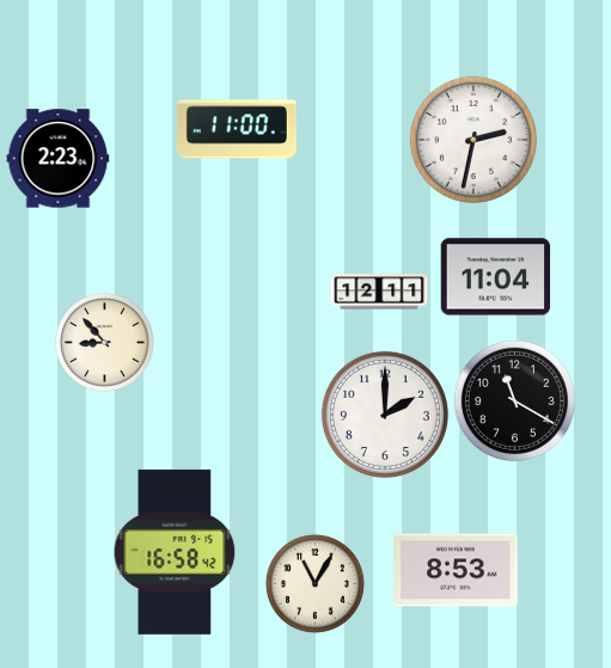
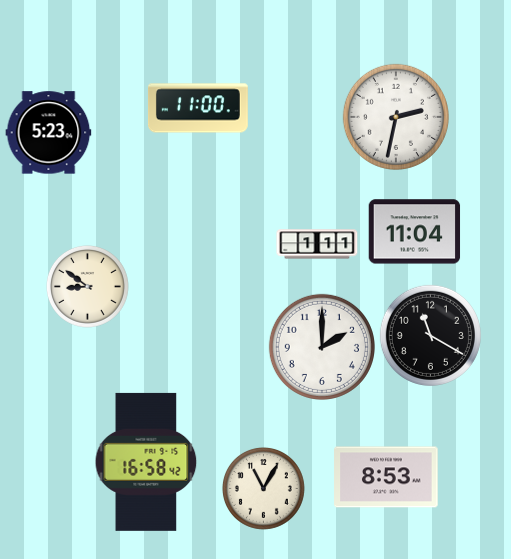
clock at (59, 159): 2:23 -> 5:23
clock at (379, 292): 12:11 -> 1:11
clock at (104, 342): 8:53 -> 8:51
clock at (456, 570) position: (456, 570) -> (386, 477)
